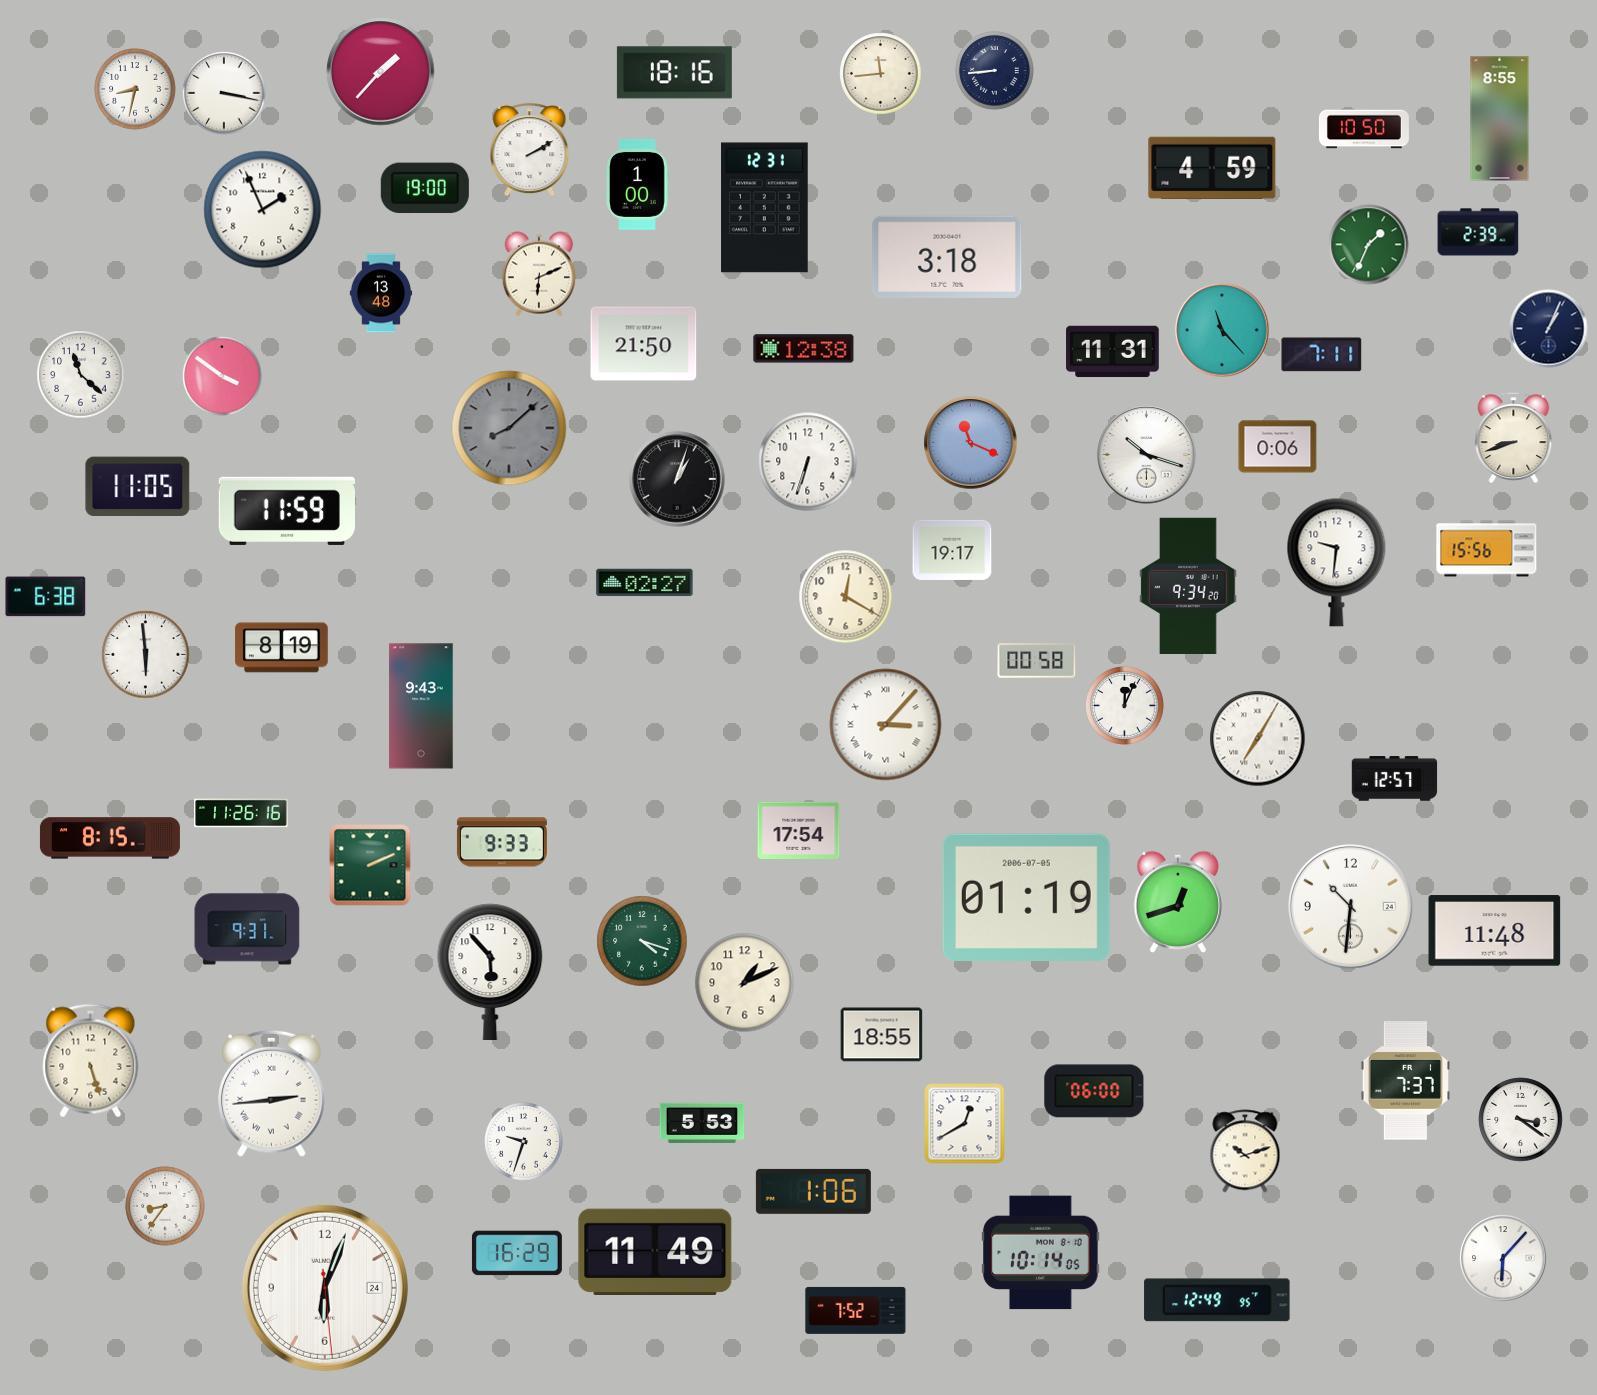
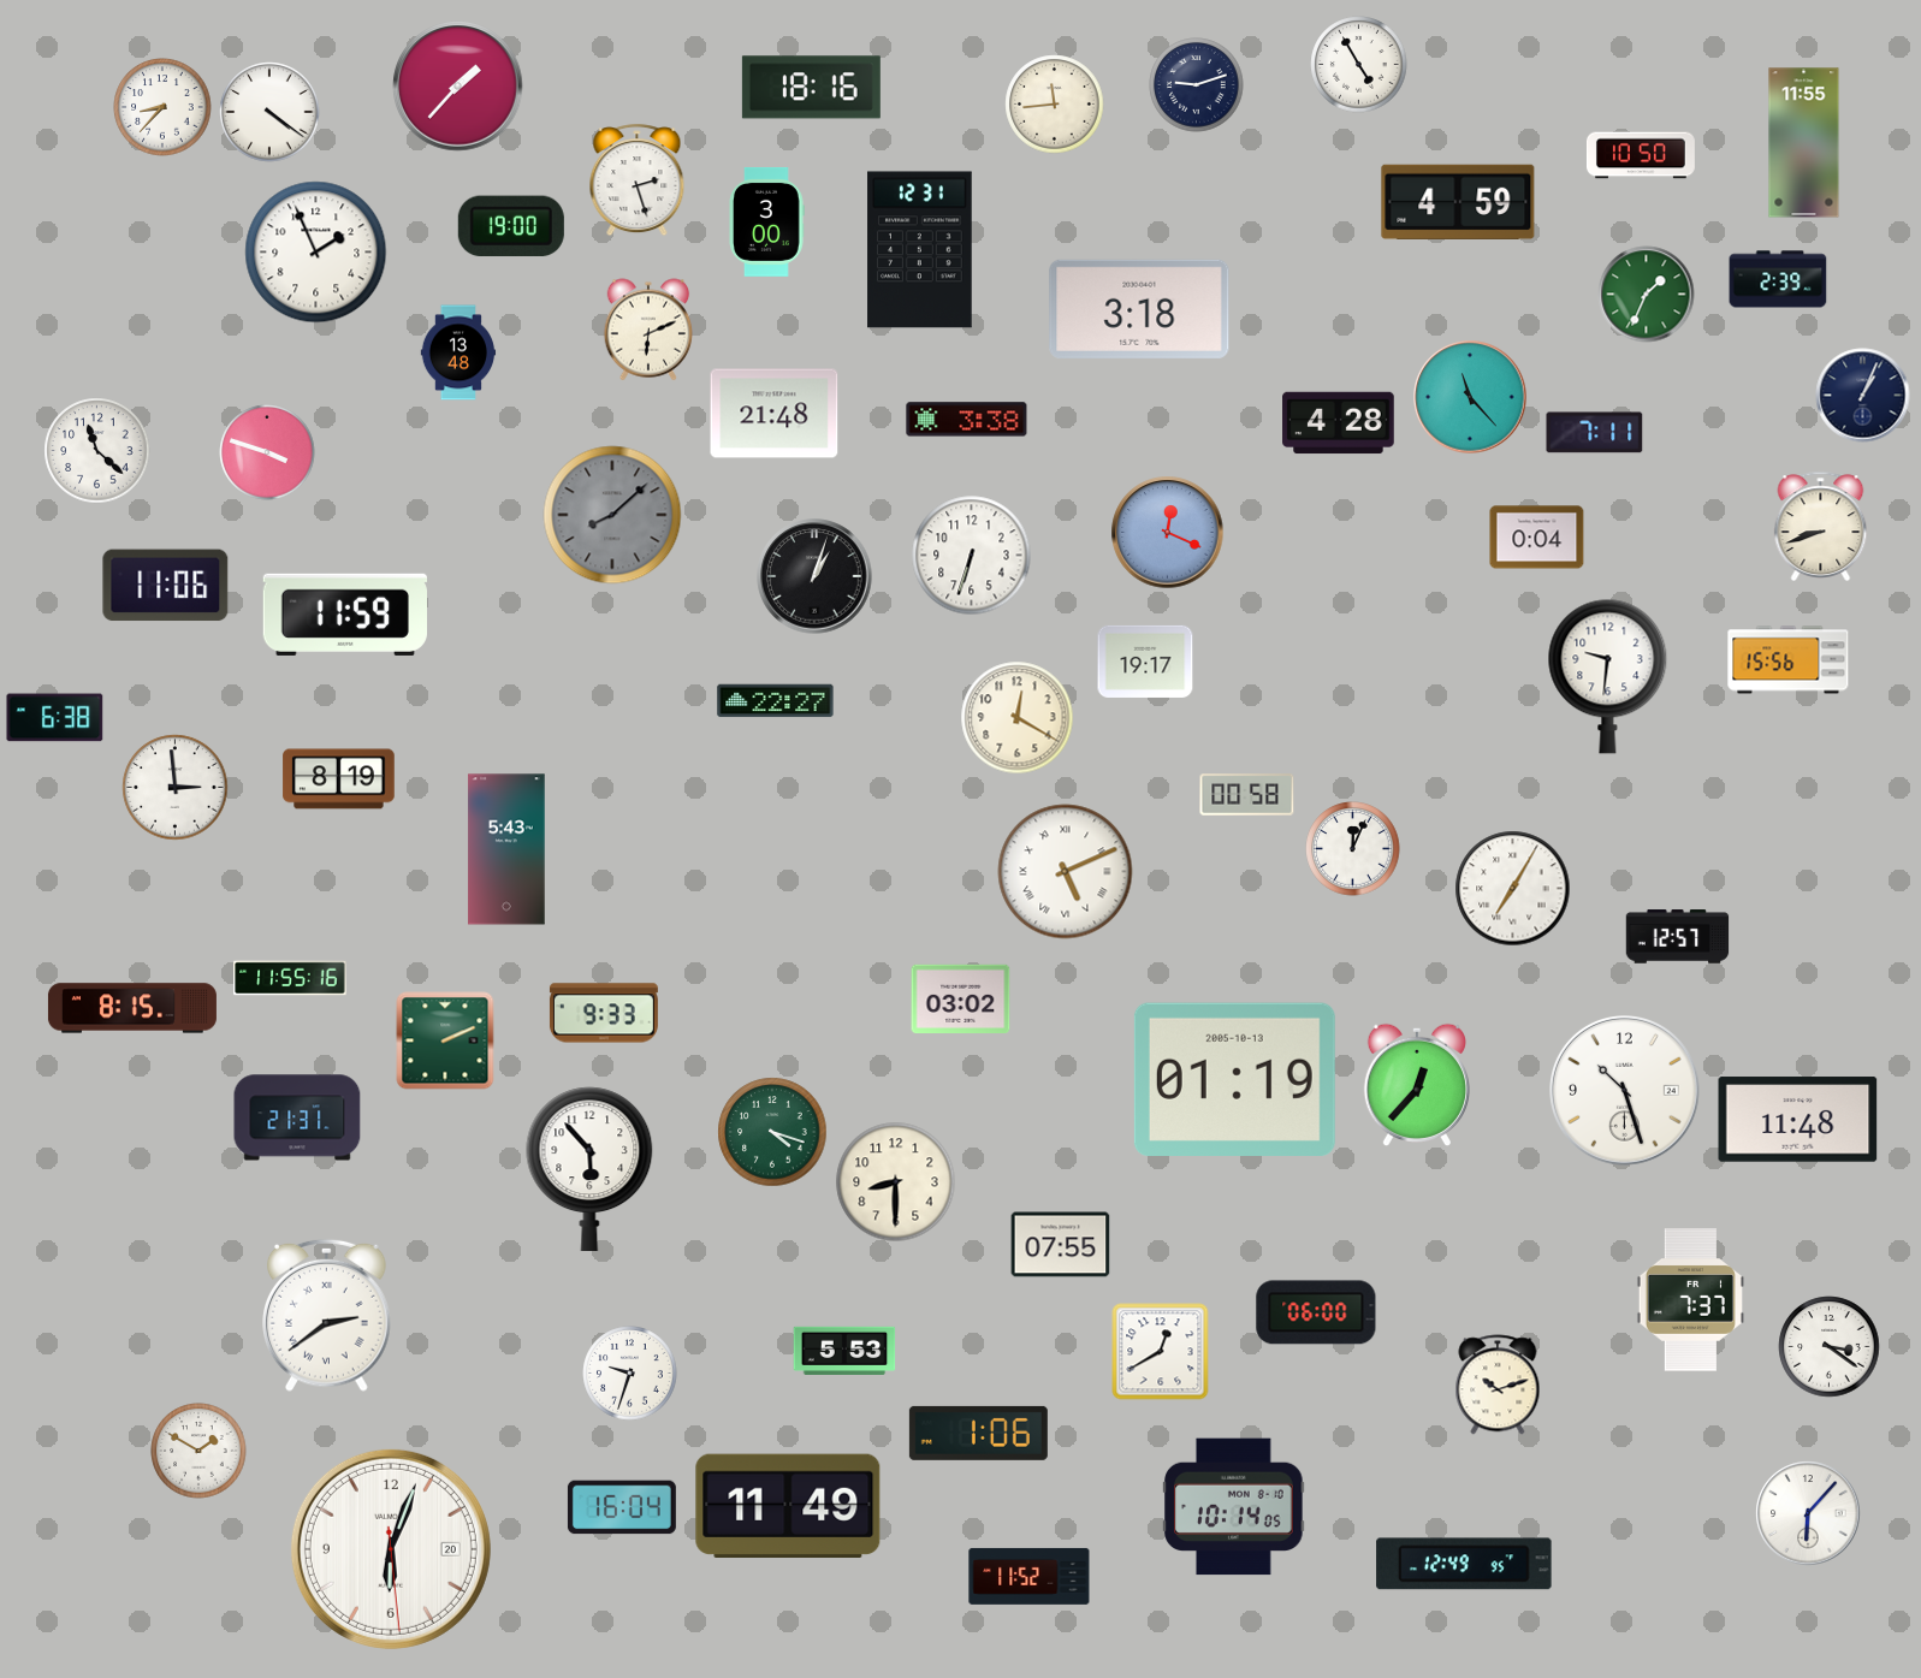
clock at (1359, 65): none -> 4:55
clock at (995, 71): 8:44 -> 9:12
clock at (881, 74) position: (881, 74) -> (1055, 105)
clock at (135, 89): 8:32 -> 8:37
clock at (224, 93): 3:17 -> 4:21
clock at (1500, 119): 8:55 -> 11:55
clock at (530, 150): 2:10 -> 2:27
clock at (637, 185): 1:00 -> 3:00
clock at (644, 344): 21:50 -> 21:48
clock at (804, 349): 12:38 -> 3:38
clock at (1113, 352): 11:31 -> 4:28
clock at (1322, 355) position: (1322, 355) -> (1595, 433)
clock at (222, 376): 3:51 -> 3:48
clock at (971, 443): 11:19 -> 12:19
clock at (1278, 447): 0:06 -> 0:04
clock at (1147, 455): 10:18 -> none
clock at (138, 487): 11:05 -> 11:06
clock at (645, 583): 02:27 -> 22:27
clock at (1188, 585): 9:34 -> none
clock at (146, 655): 5:59 -> 2:59
clock at (421, 706): 9:43 -> 5:43
clock at (886, 725): 3:07 -> 5:11
clock at (241, 813): 11:26 -> 11:55
clock at (799, 830): 17:54 -> 03:02
clock at (1026, 897) date: 2006-07-05 -> 2005-10-13
clock at (1178, 901): 12:42 -> 12:37
clock at (1351, 907): 10:31 -> 10:27
clock at (247, 929): 9:31 -> 21:31
clock at (745, 983): 1:11 -> 8:30
clock at (882, 1035): 18:55 -> 07:55
clock at (91, 1061): 5:27 -> none
clock at (272, 1093): 2:44 -> 2:39
clock at (165, 1206): 8:36 -> 1:50
clock at (517, 1253): 16:29 -> 16:04
clock at (1041, 1253) position: (1041, 1253) -> (1234, 1507)
clock at (325, 1288) date: 24 -> 20
clock at (856, 1310): 7:52 -> 11:52
